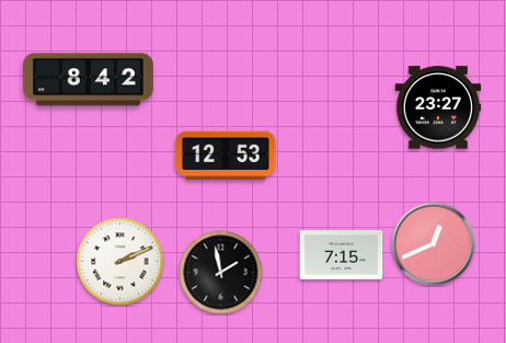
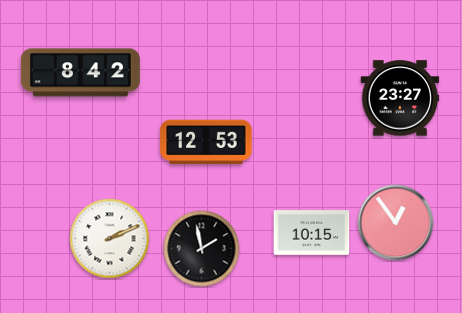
clock at (434, 244): 12:41 -> 12:54
clock at (342, 255): 7:15 -> 10:15
